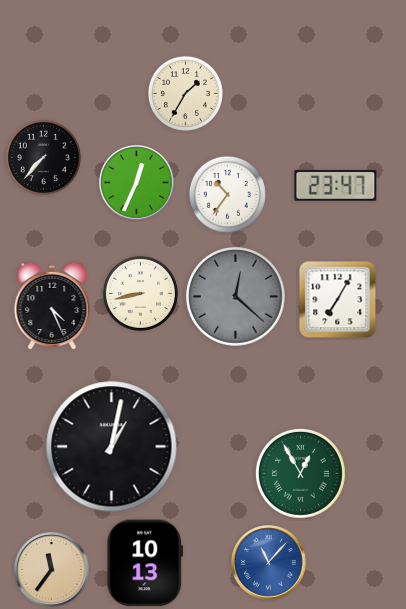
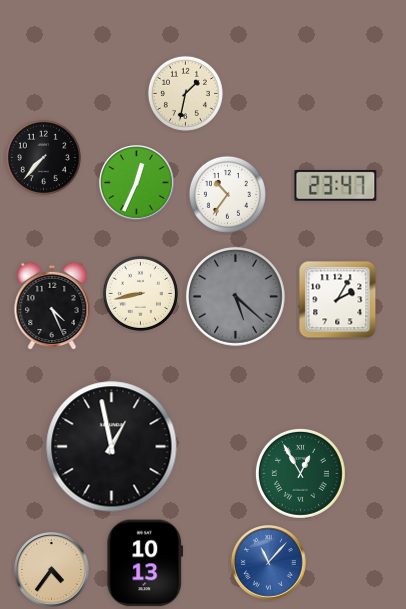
clock at (185, 93): 1:35 -> 1:32
clock at (236, 297): 12:22 -> 5:22
clock at (338, 300): 7:05 -> 2:05
clock at (112, 447): 1:02 -> 12:58
clock at (52, 570): 11:36 -> 4:36
